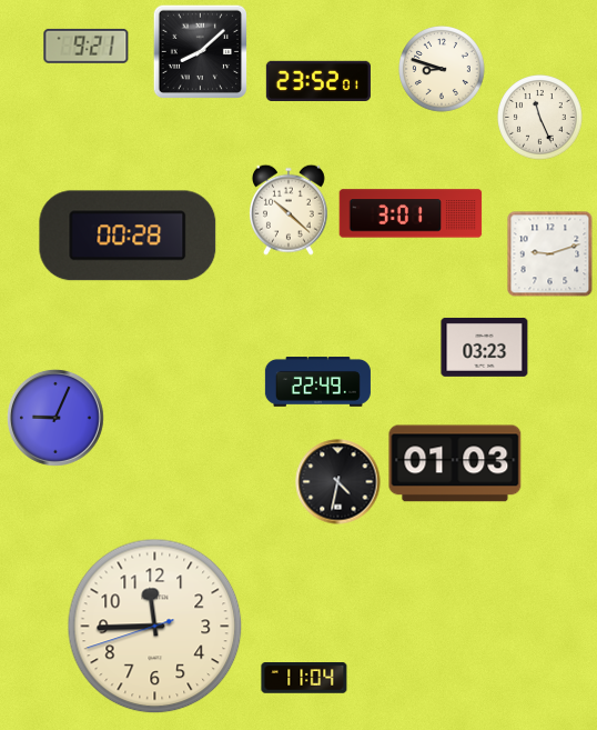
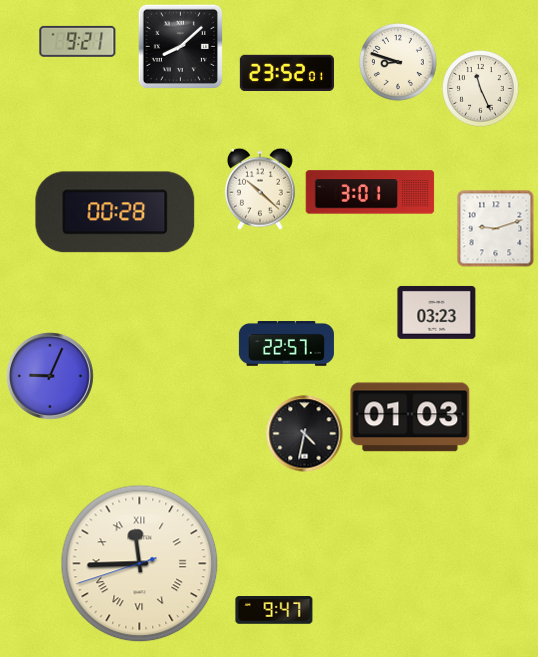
clock at (540, 118) position: (540, 118) -> (481, 89)
clock at (317, 382): 22:49 -> 22:57
clock at (155, 627) numerals: Arabic -> Roman
clock at (304, 678): 11:04 -> 9:47
